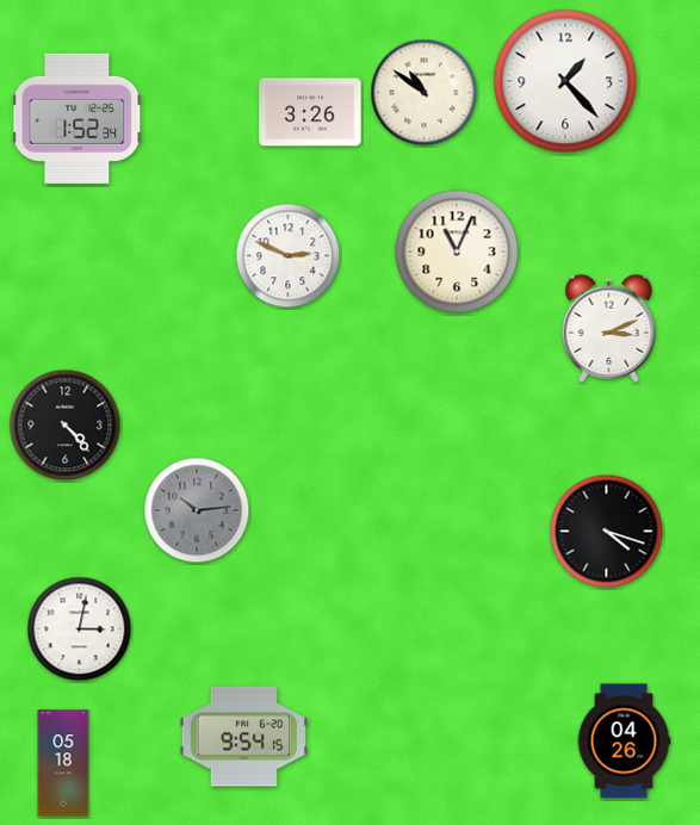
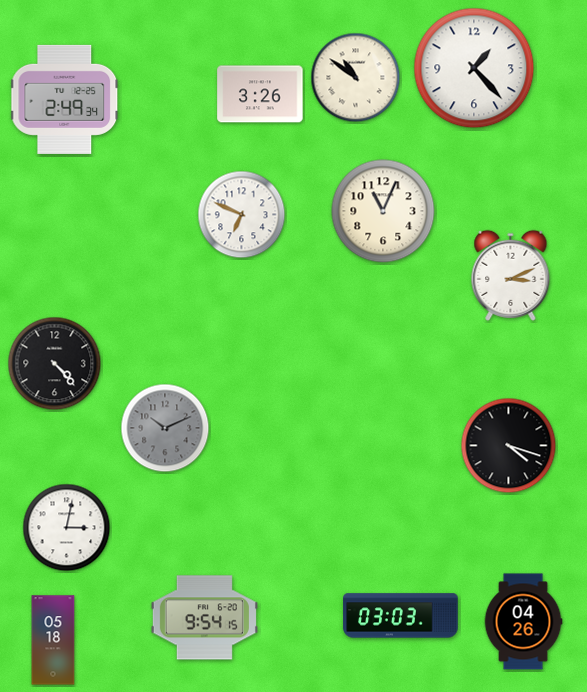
clock at (78, 118): 1:52 -> 2:49
clock at (289, 256): 2:49 -> 6:49
clock at (66, 426) position: (66, 426) -> (55, 364)
clock at (197, 510): 10:14 -> 10:11
clock at (401, 616): none -> 03:03
